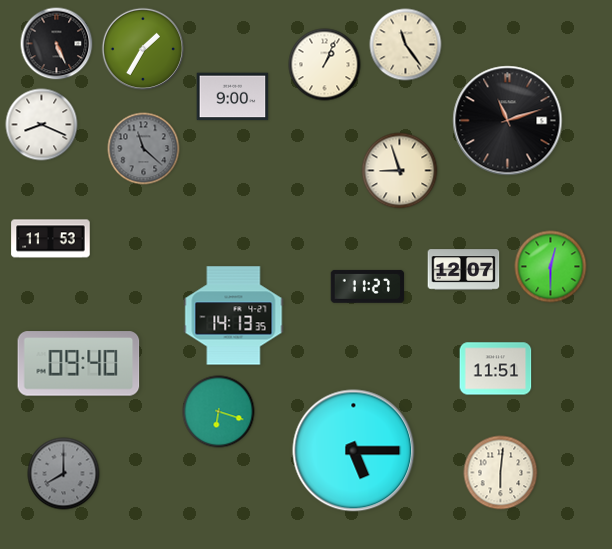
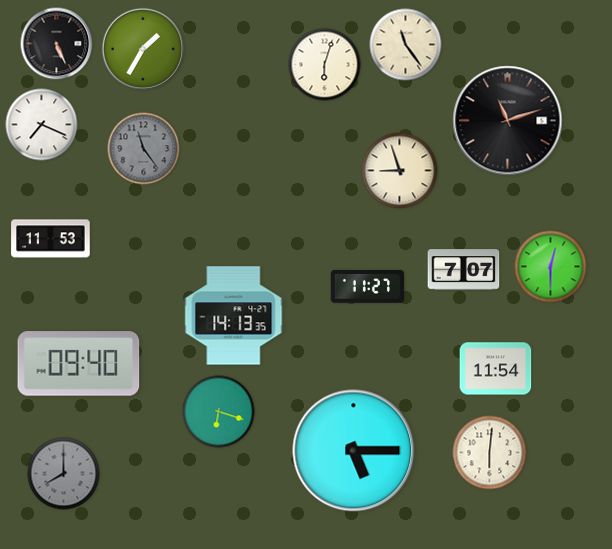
clock at (325, 65): 1:04 -> 6:03
clock at (233, 97): 9:00 -> none
clock at (42, 125): 8:19 -> 7:19
clock at (144, 149): 11:22 -> 11:24
clock at (464, 270): 12:07 -> 7:07
clock at (496, 369): 11:51 -> 11:54
clock at (501, 473) position: (501, 473) -> (490, 453)
